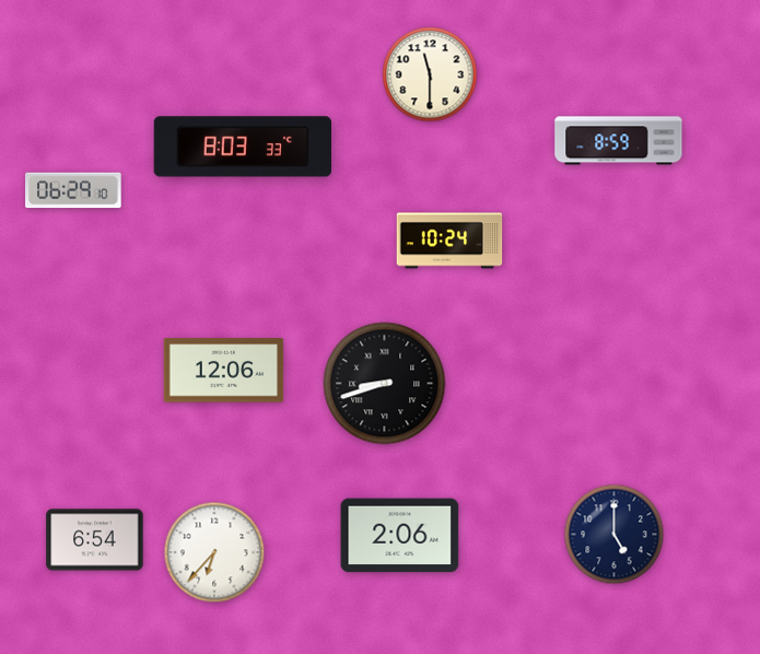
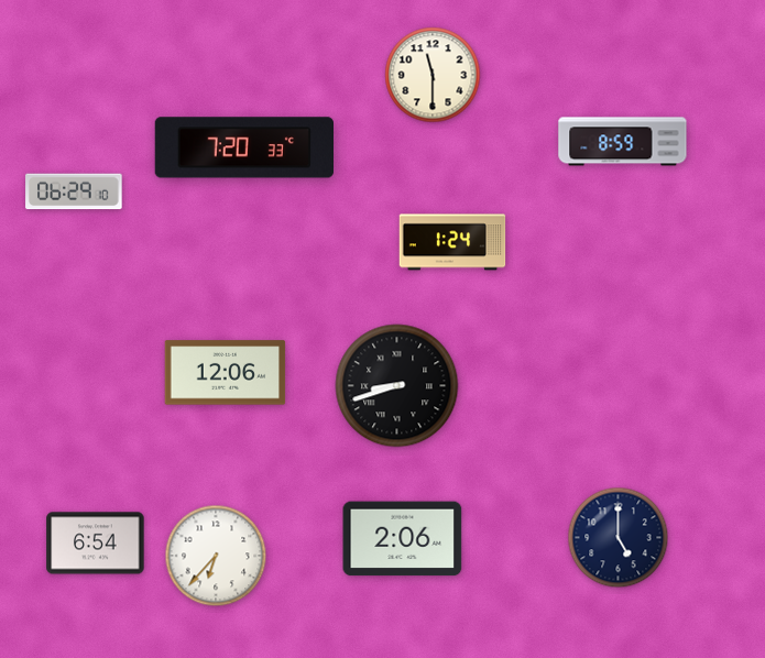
clock at (242, 147): 8:03 -> 7:20
clock at (449, 241): 10:24 -> 1:24
clock at (385, 384) position: (385, 384) -> (397, 386)
